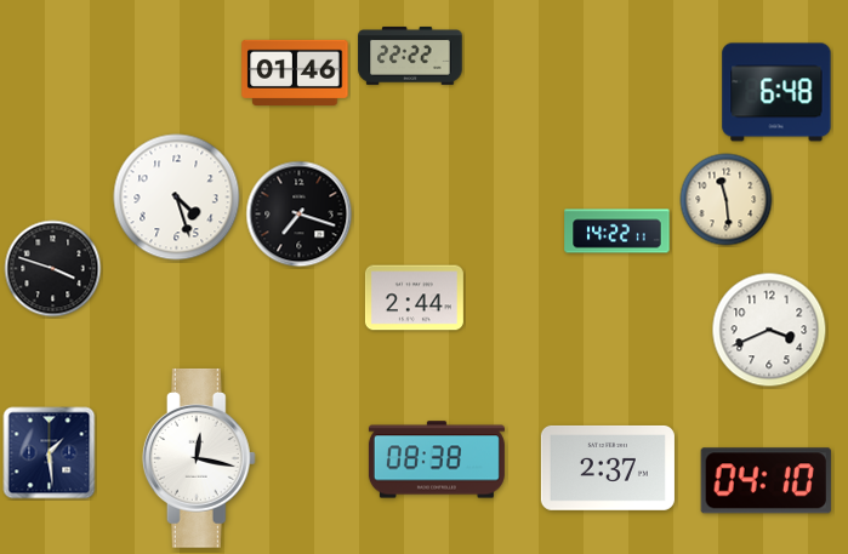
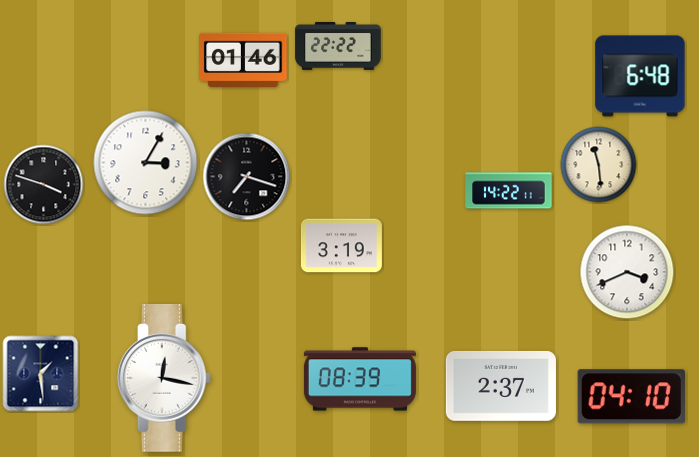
clock at (177, 198): 4:27 -> 3:05
clock at (53, 269) position: (53, 269) -> (44, 185)
clock at (414, 298): 2:44 -> 3:19
clock at (769, 330) position: (769, 330) -> (627, 272)
clock at (437, 459): 08:38 -> 08:39
